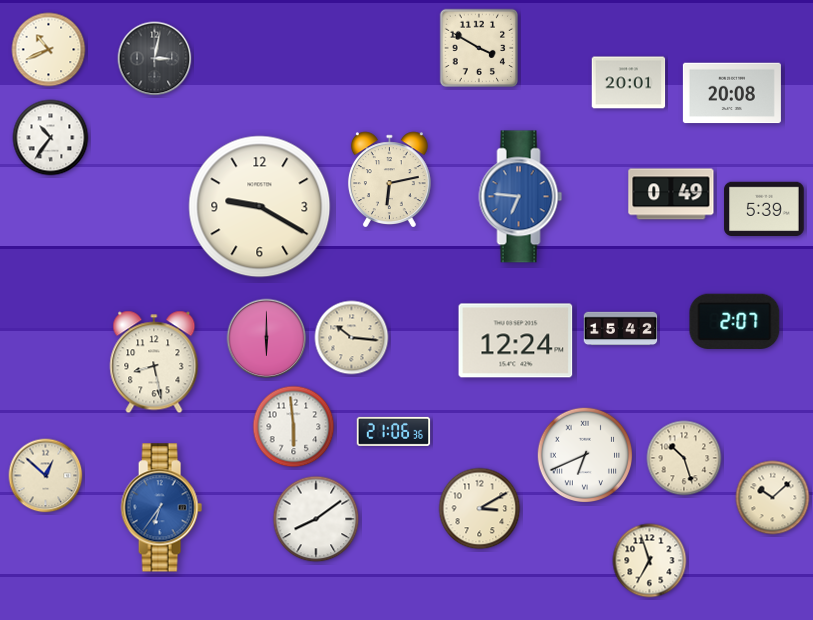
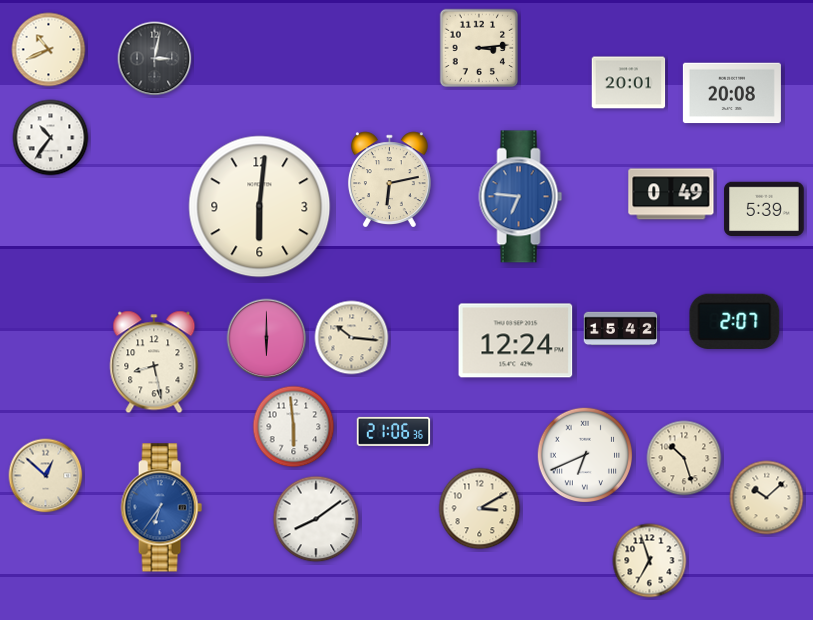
clock at (479, 48): 3:50 -> 3:14
clock at (260, 207): 9:20 -> 6:01
clock at (773, 498) position: (773, 498) -> (767, 498)
